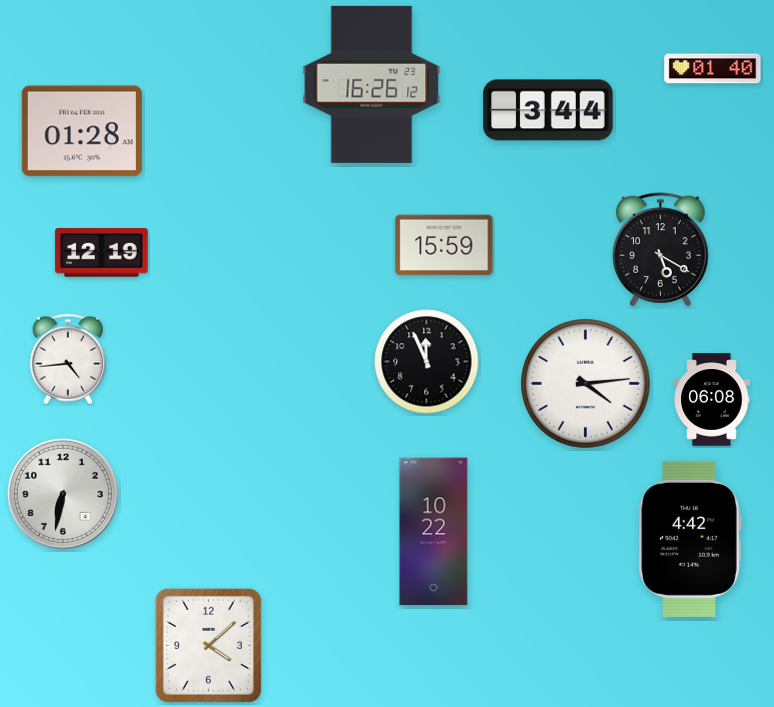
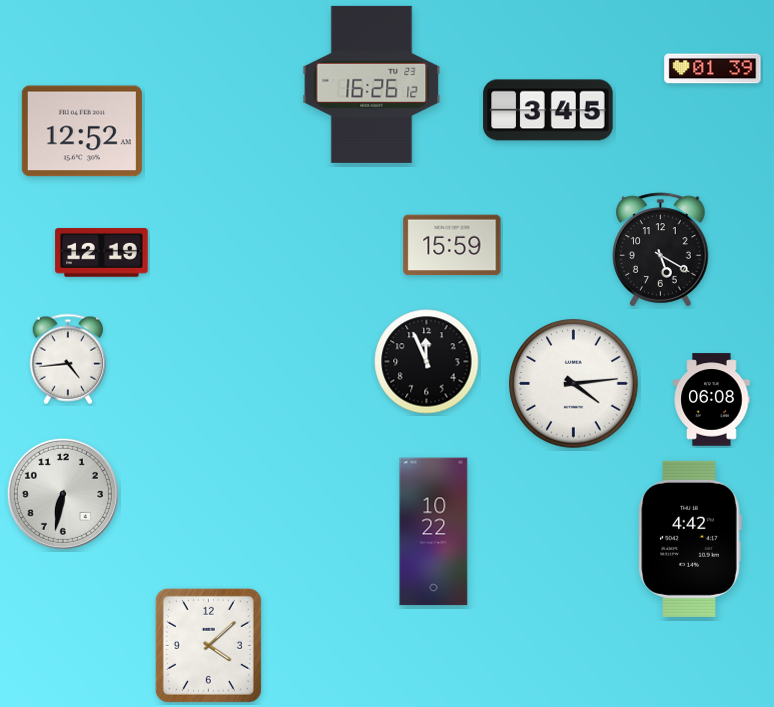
clock at (713, 69): 01:40 -> 01:39
clock at (548, 110): 3:44 -> 3:45
clock at (82, 131): 01:28 -> 12:52
clock at (444, 245) position: (444, 245) -> (452, 245)
clock at (586, 384) position: (586, 384) -> (574, 384)
